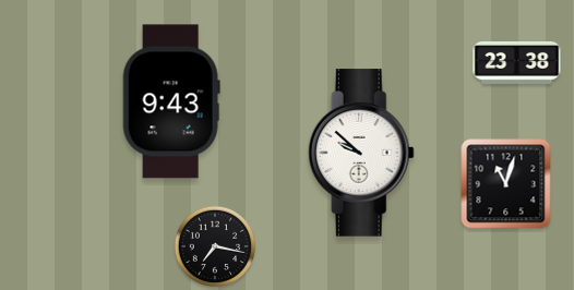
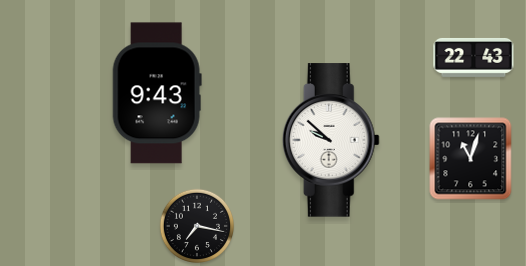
clock at (517, 62): 23:38 -> 22:43
clock at (506, 184) position: (506, 184) -> (471, 159)
